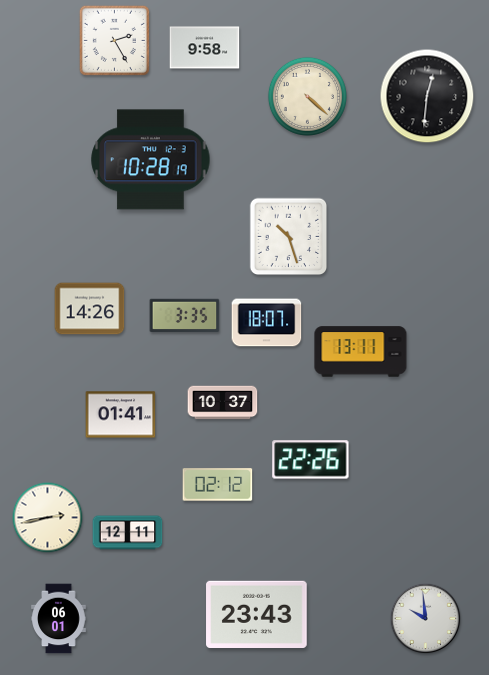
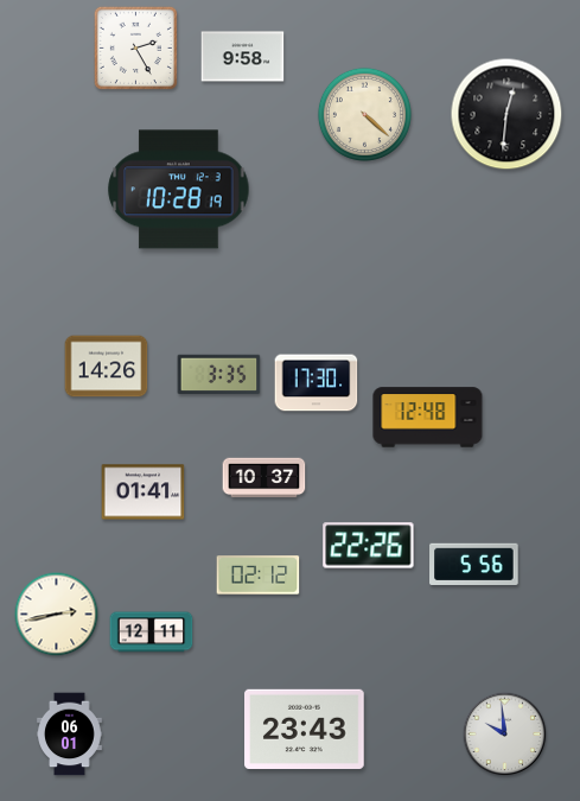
clock at (289, 237): 10:27 -> none
clock at (267, 323): 18:07 -> 17:30
clock at (361, 352): 13:11 -> 12:48
clock at (474, 564): none -> 5:56
